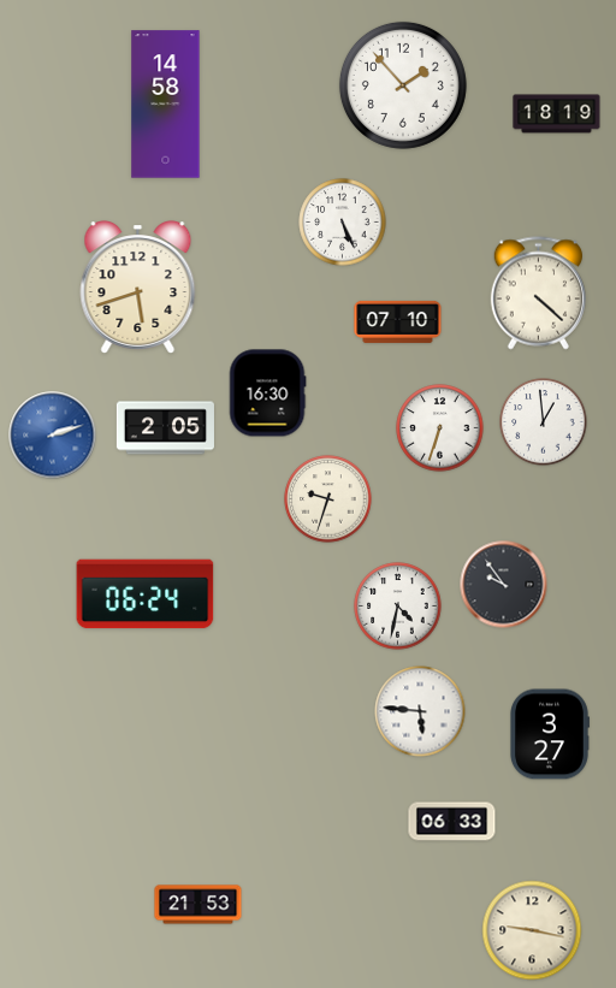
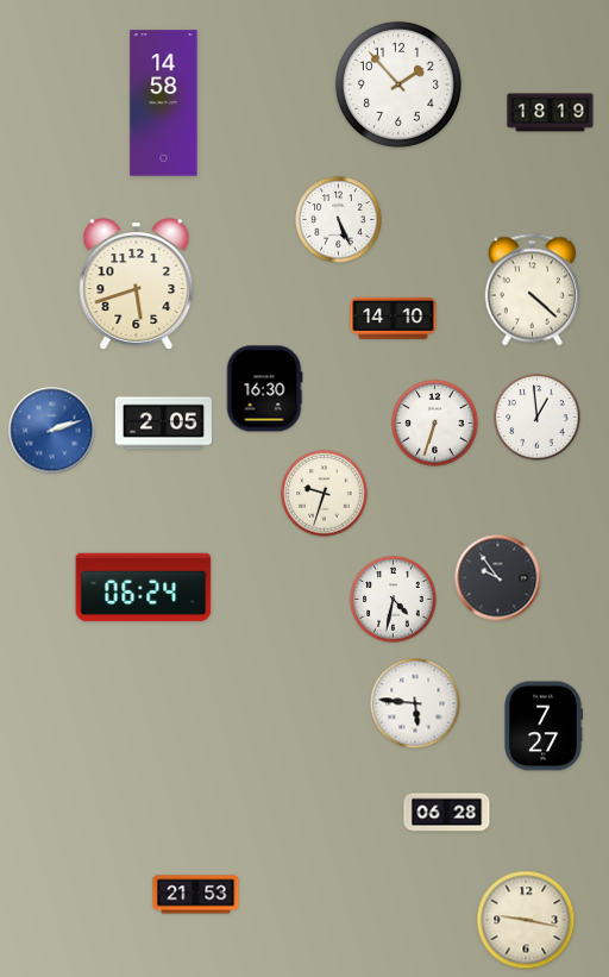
clock at (398, 321): 07:10 -> 14:10
clock at (550, 734): 3:27 -> 7:27
clock at (452, 822): 06:33 -> 06:28
